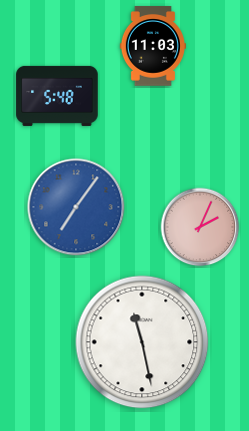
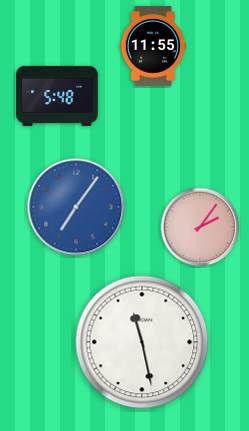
clock at (153, 46): 11:03 -> 11:55
clock at (200, 227): 2:04 -> 2:06
